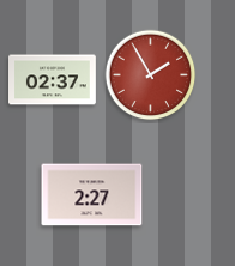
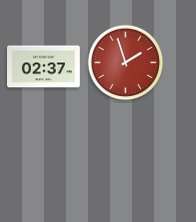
clock at (151, 75): 1:55 -> 1:57
clock at (92, 195): 2:27 -> none
